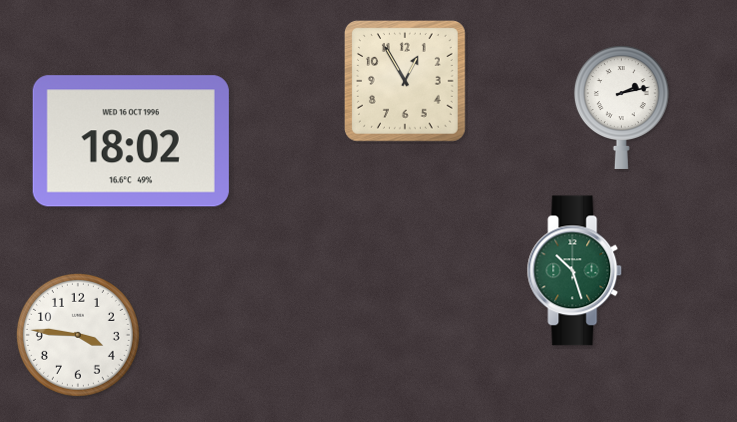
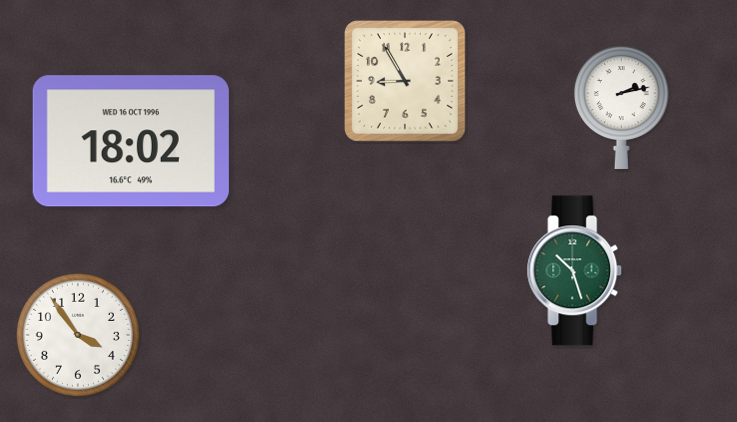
clock at (406, 82): 12:55 -> 8:55
clock at (78, 335): 3:46 -> 3:54
